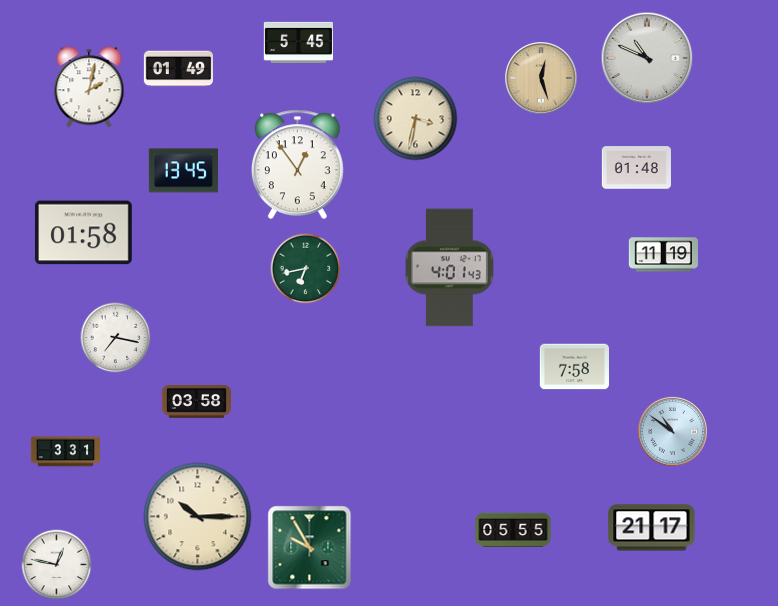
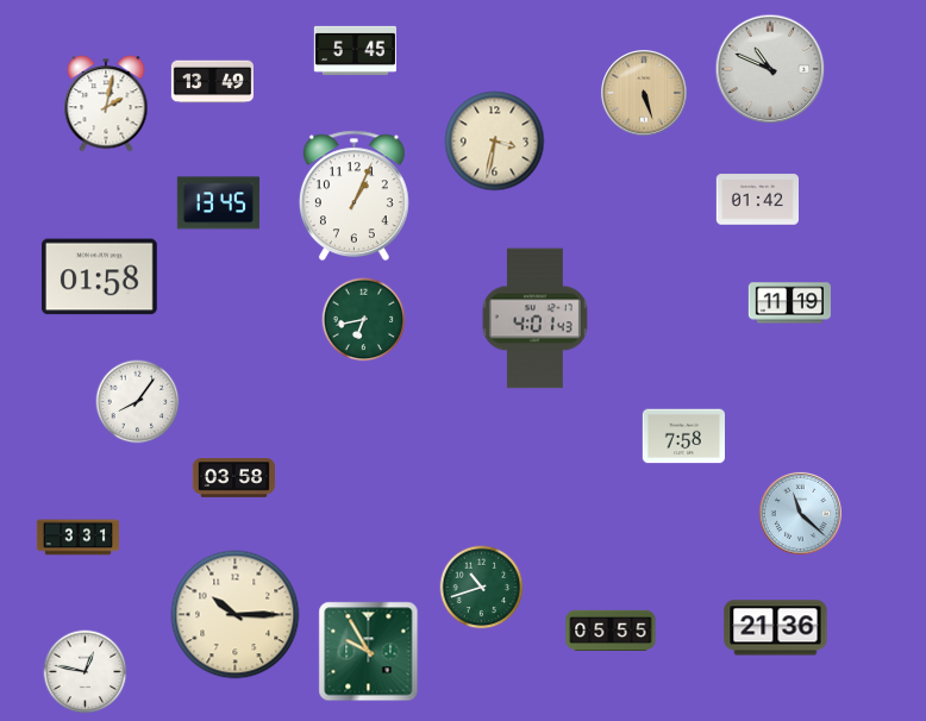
clock at (178, 69): 01:49 -> 13:49
clock at (542, 79): 12:27 -> 5:27
clock at (297, 165): 12:54 -> 1:04
clock at (636, 168): 01:48 -> 01:42
clock at (116, 338): 7:17 -> 8:06
clock at (672, 431): 10:51 -> 11:22
clock at (482, 588): none -> 10:42
clock at (652, 528): 21:17 -> 21:36
clock at (57, 565) position: (57, 565) -> (86, 672)
